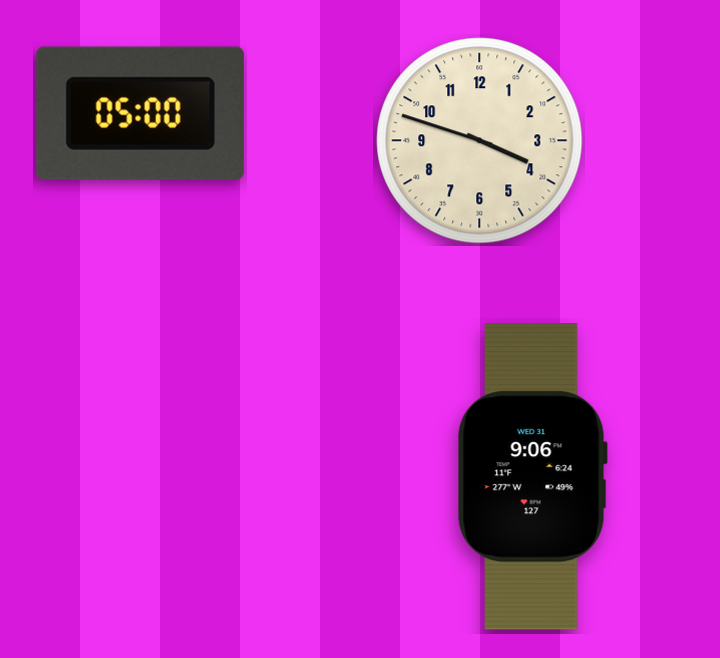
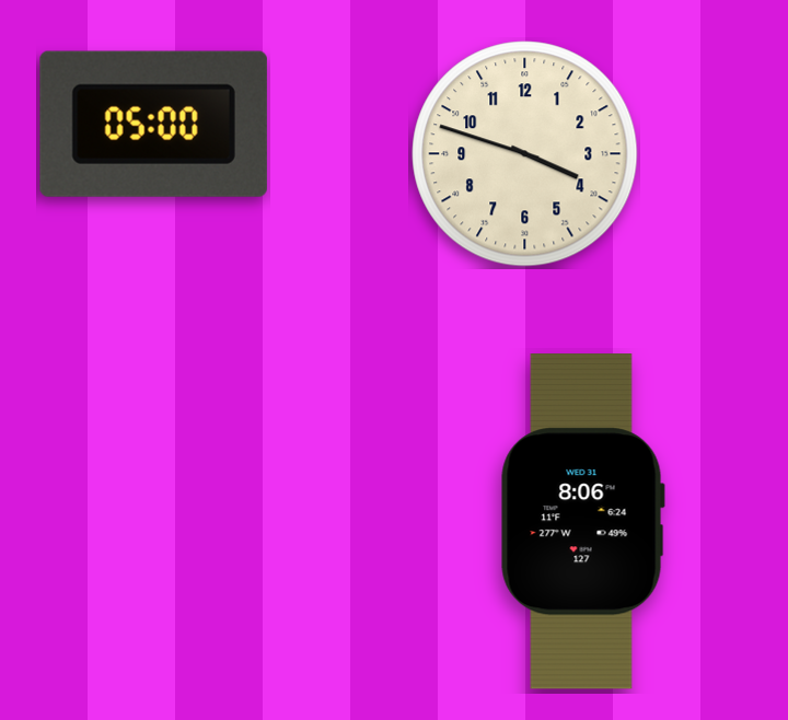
clock at (532, 477): 9:06 -> 8:06
